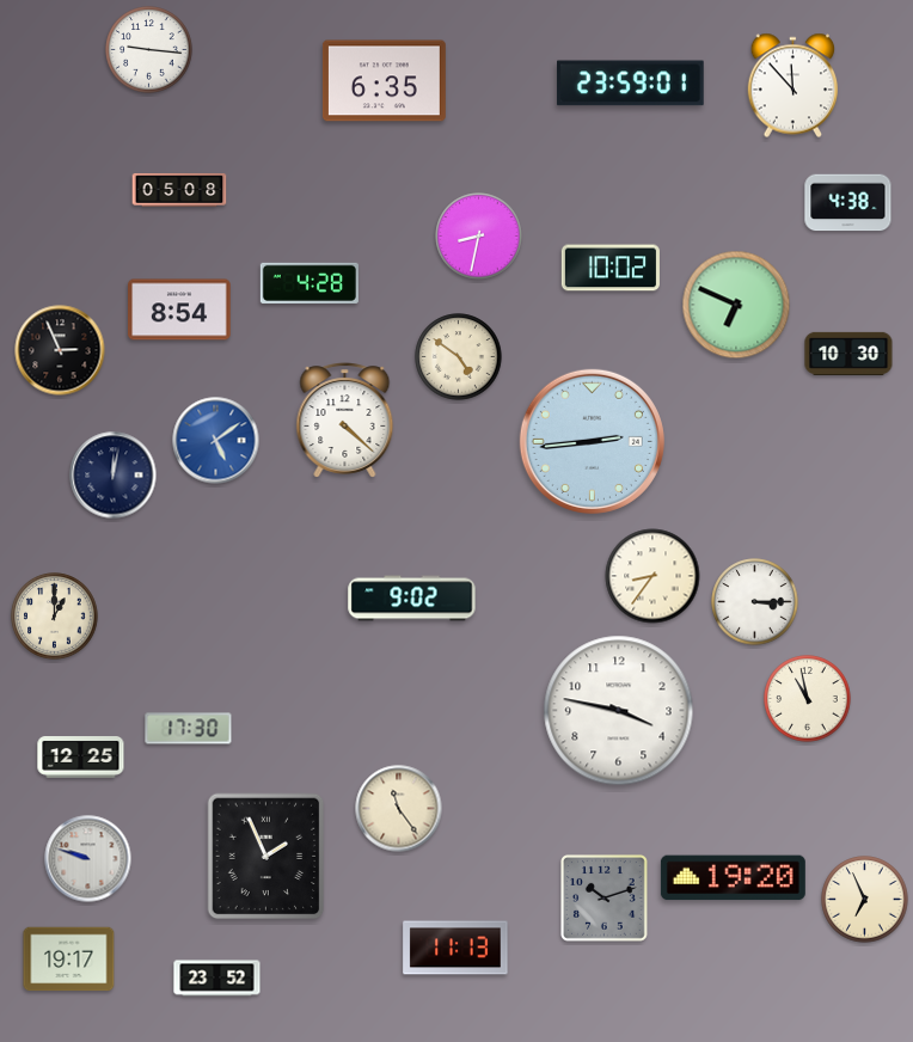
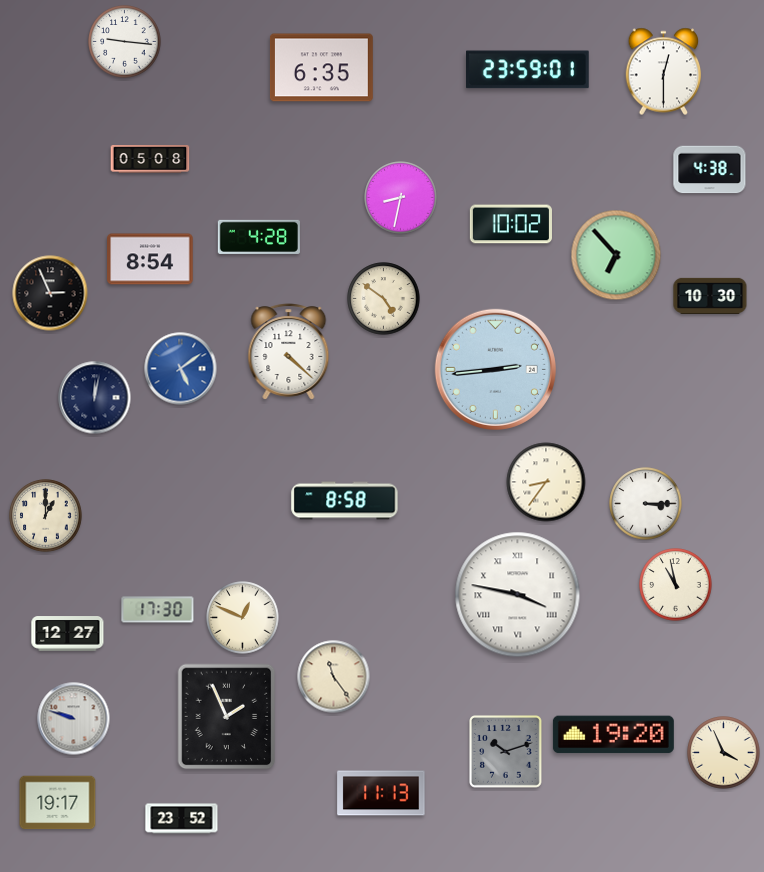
clock at (793, 86): 11:53 -> 12:30
clock at (736, 305): 6:49 -> 6:53
clock at (412, 599): 9:02 -> 8:58
clock at (755, 602) position: (755, 602) -> (646, 504)
clock at (619, 711) numerals: Arabic -> Roman
clock at (243, 618): none -> 12:49
clock at (81, 758): 12:25 -> 12:27
clock at (266, 857) position: (266, 857) -> (227, 717)
clock at (865, 900): 6:56 -> 3:56
